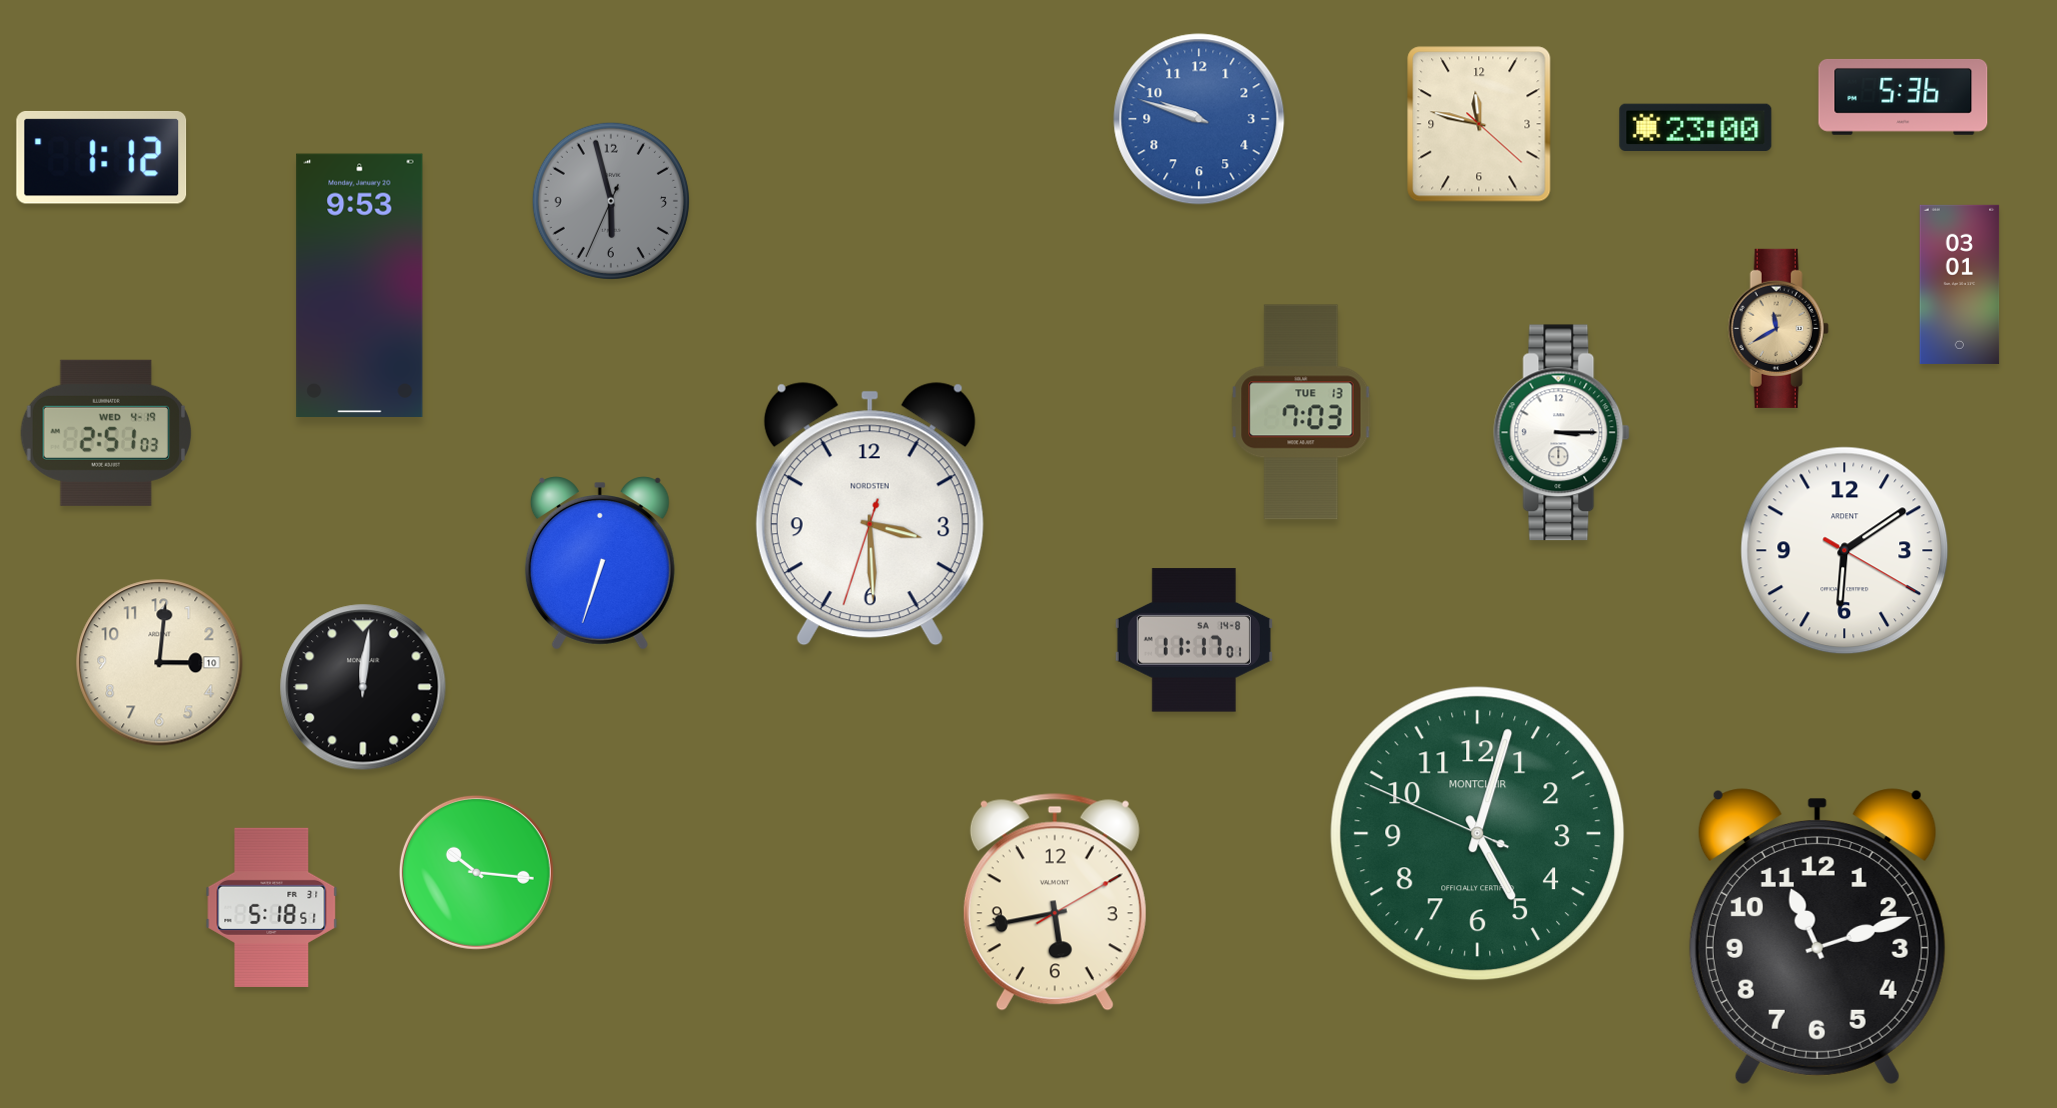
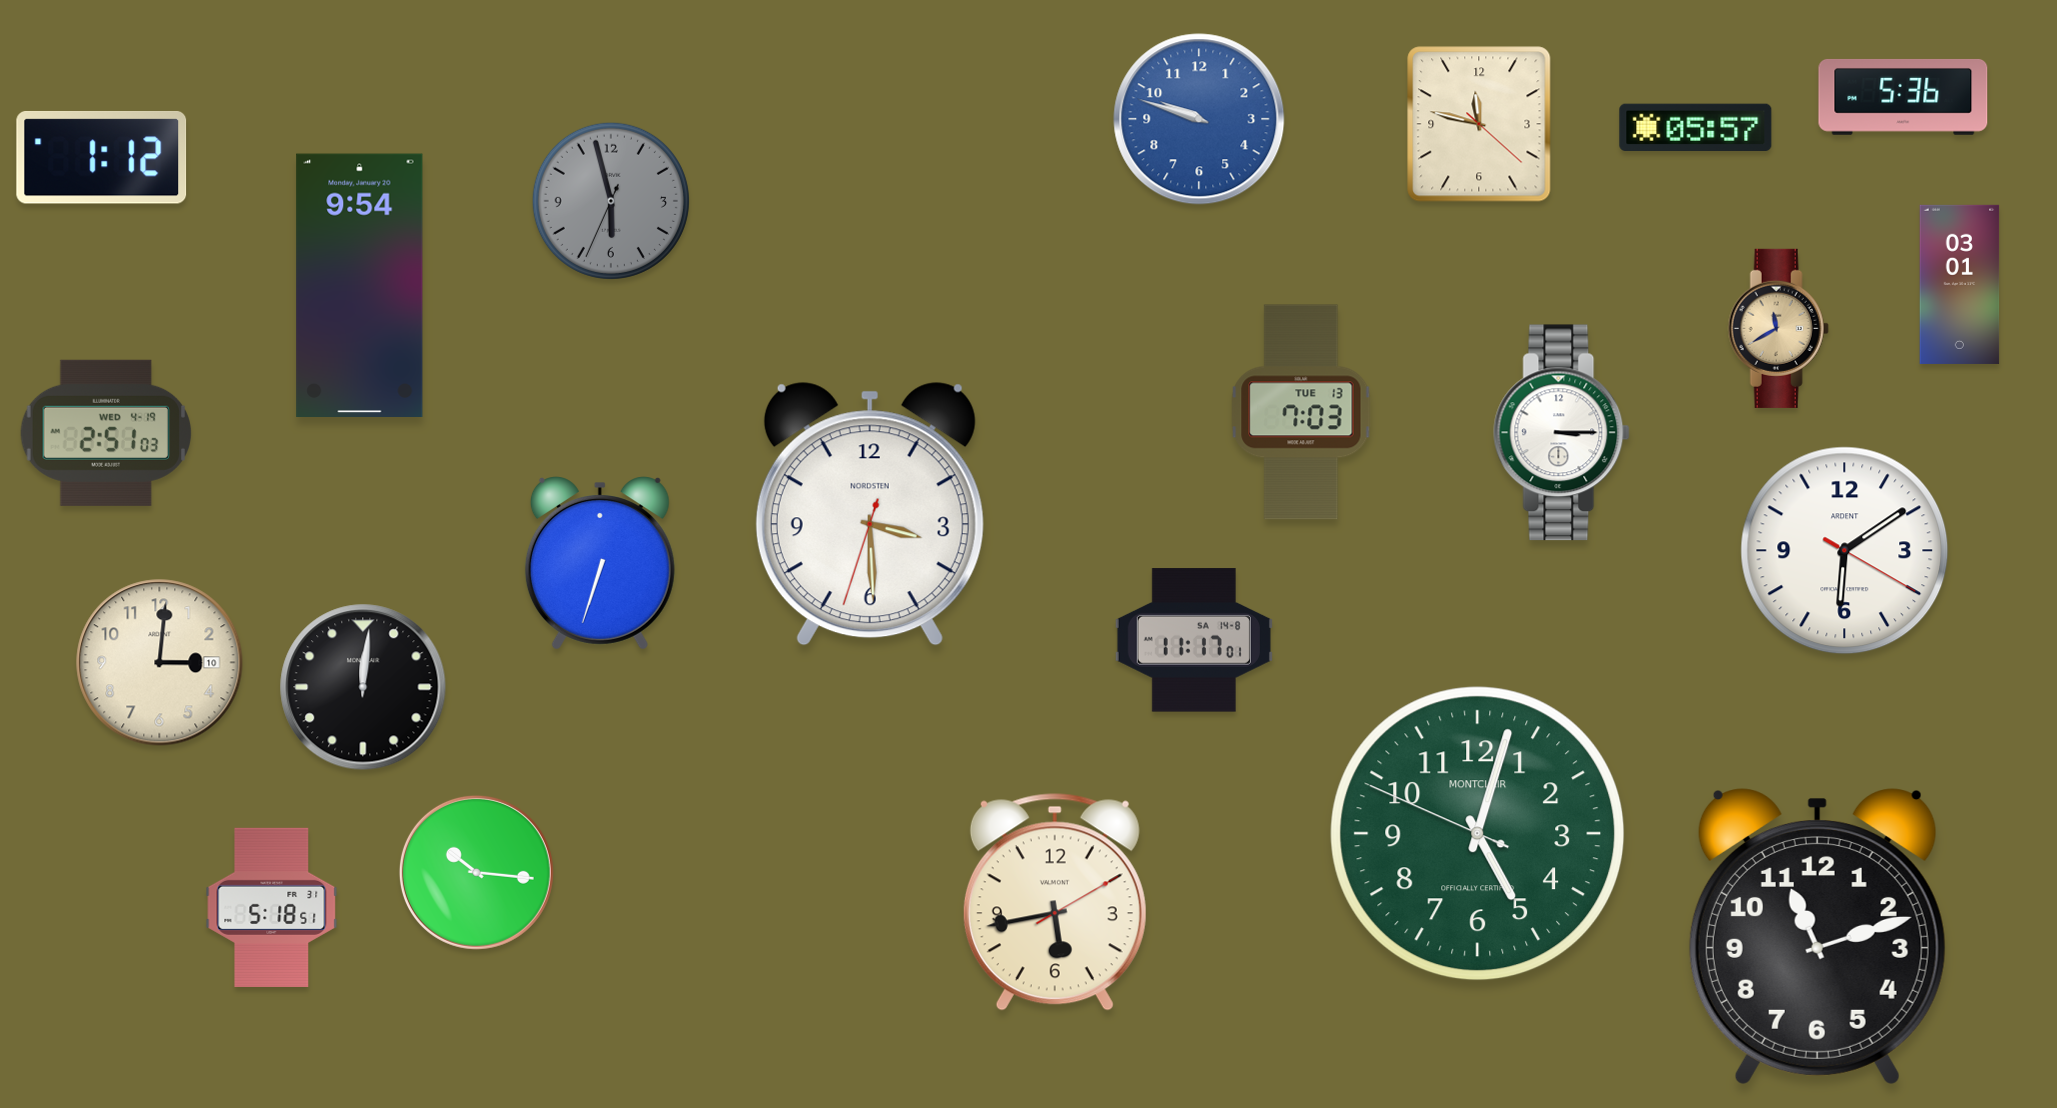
clock at (1696, 127): 23:00 -> 05:57
clock at (360, 285): 9:53 -> 9:54
